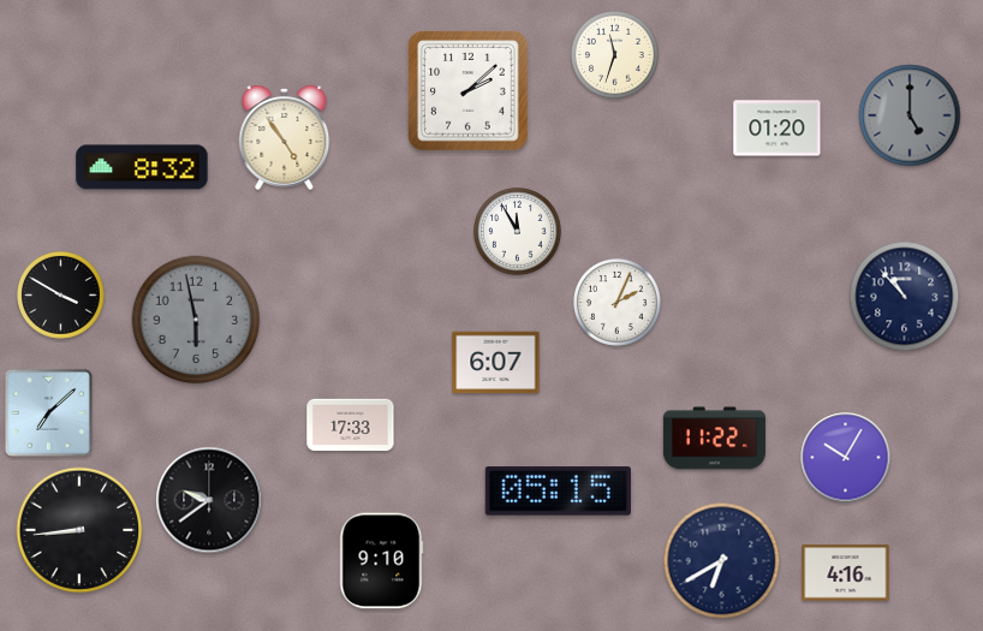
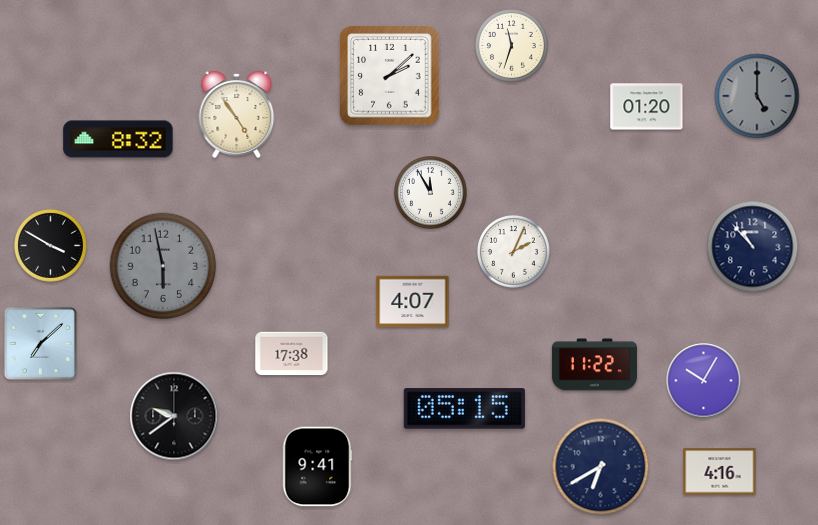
clock at (496, 363): 6:07 -> 4:07
clock at (351, 425): 17:33 -> 17:38
clock at (79, 530): 8:44 -> none
clock at (381, 561): 9:10 -> 9:41
clock at (846, 573) position: (846, 573) -> (720, 472)
